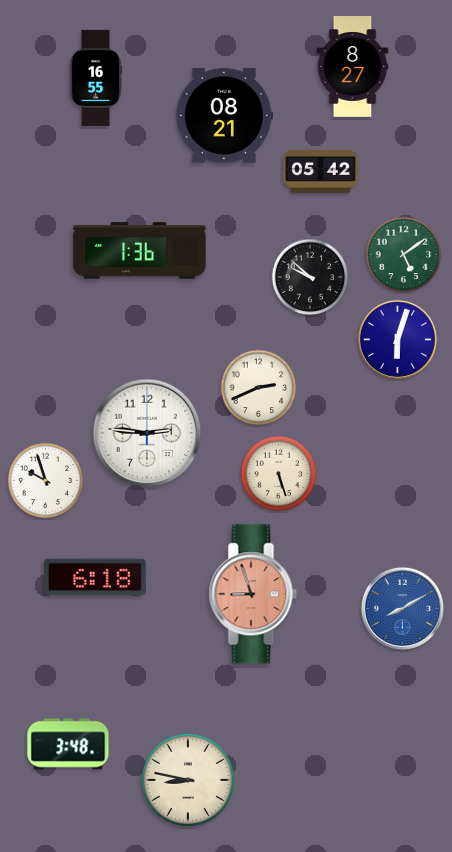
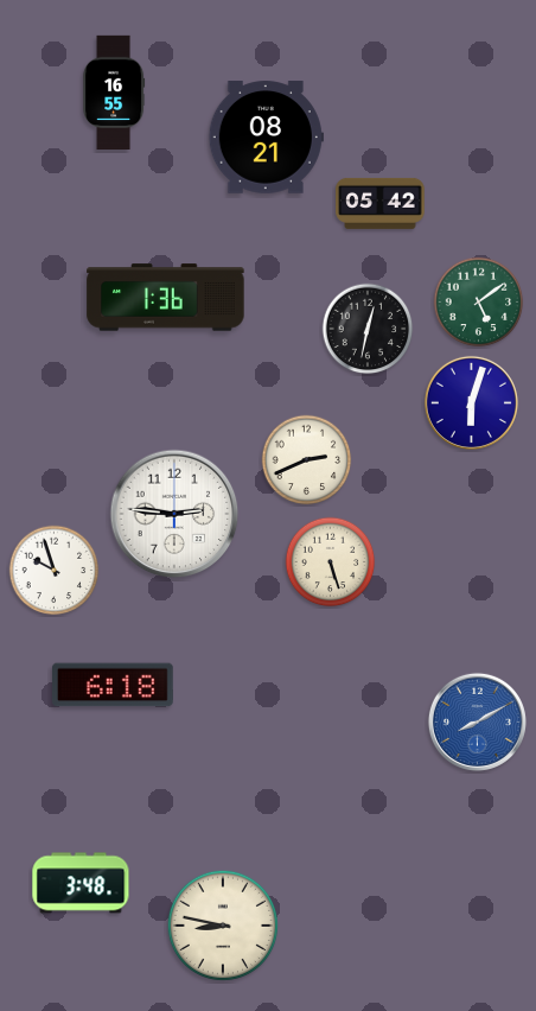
clock at (353, 67): 8:27 -> none
clock at (310, 277): 9:52 -> 12:32
clock at (253, 594): 8:57 -> none
